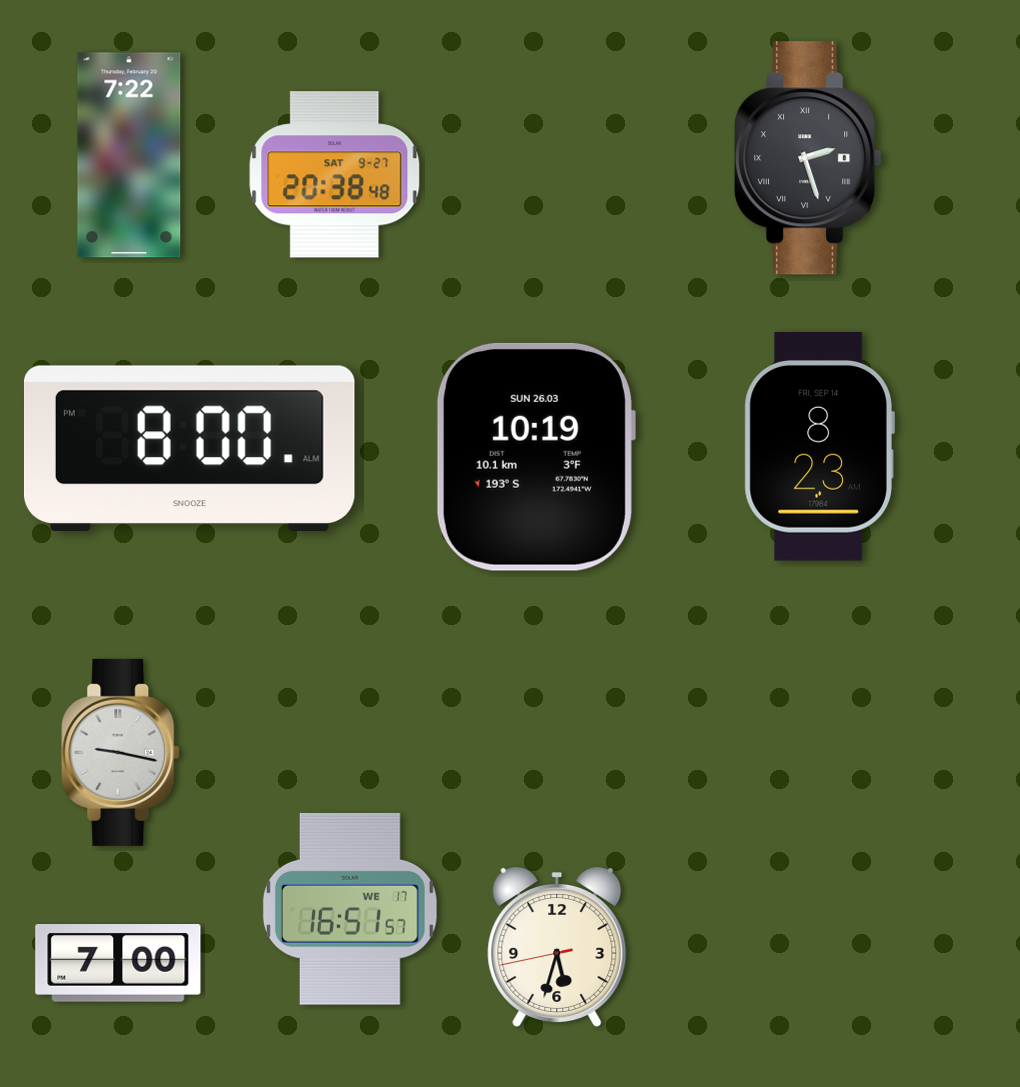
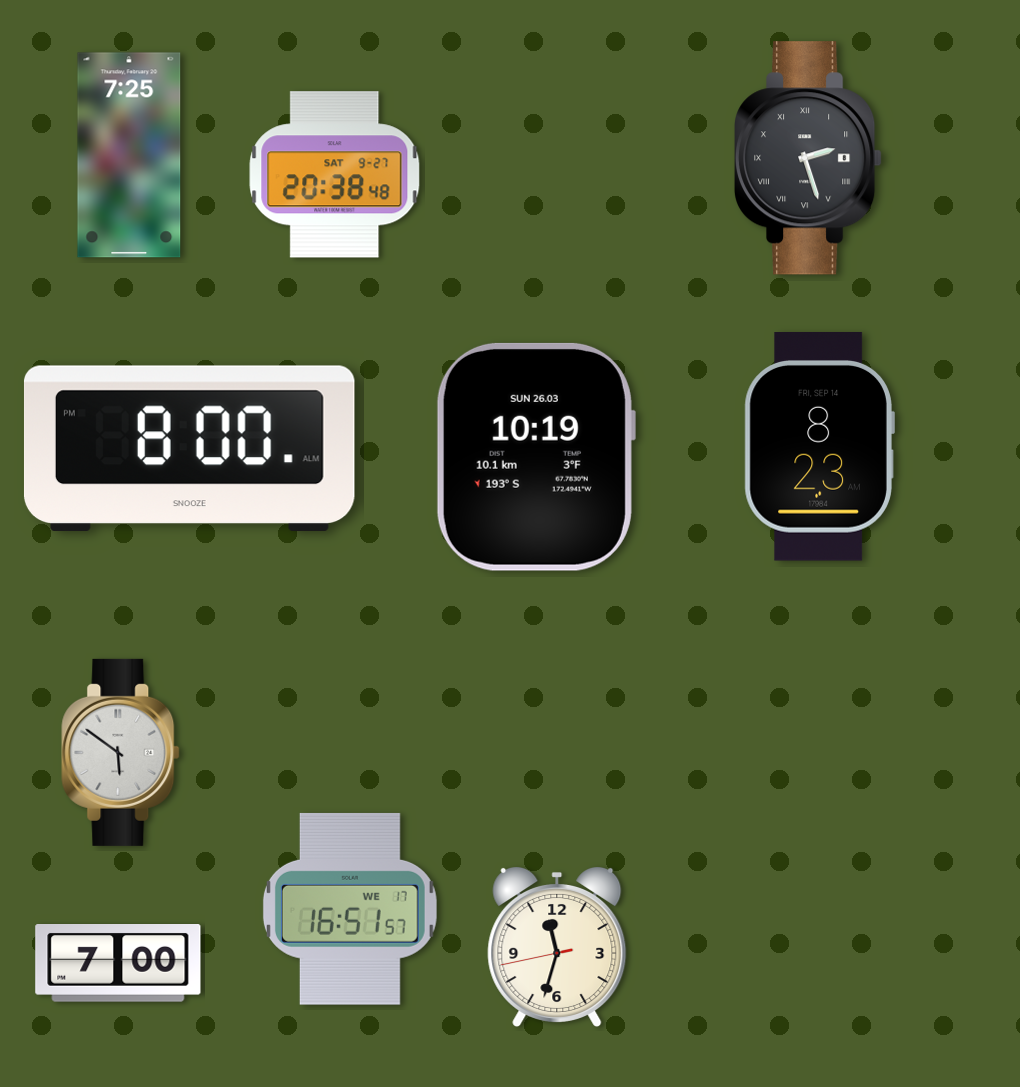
clock at (129, 155): 7:22 -> 7:25
clock at (121, 752): 9:17 -> 5:51
clock at (557, 947): 5:32 -> 11:32
